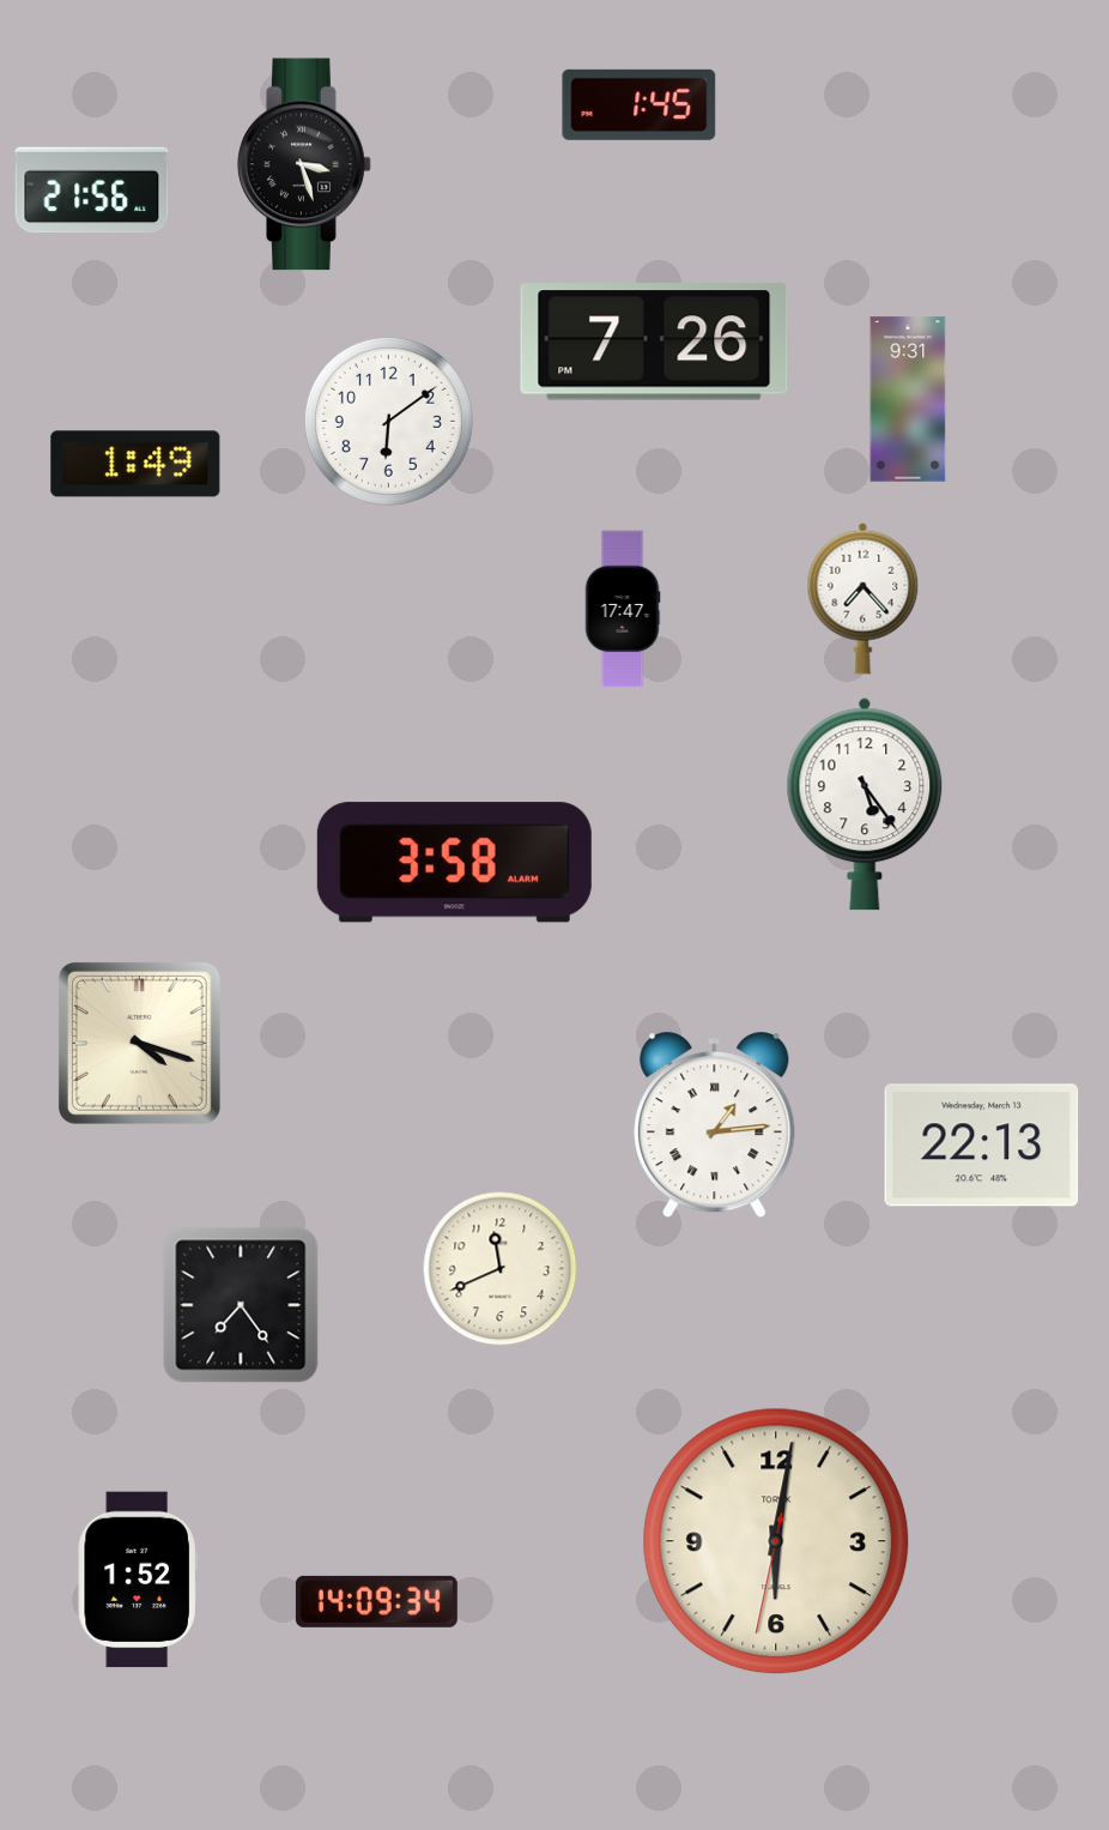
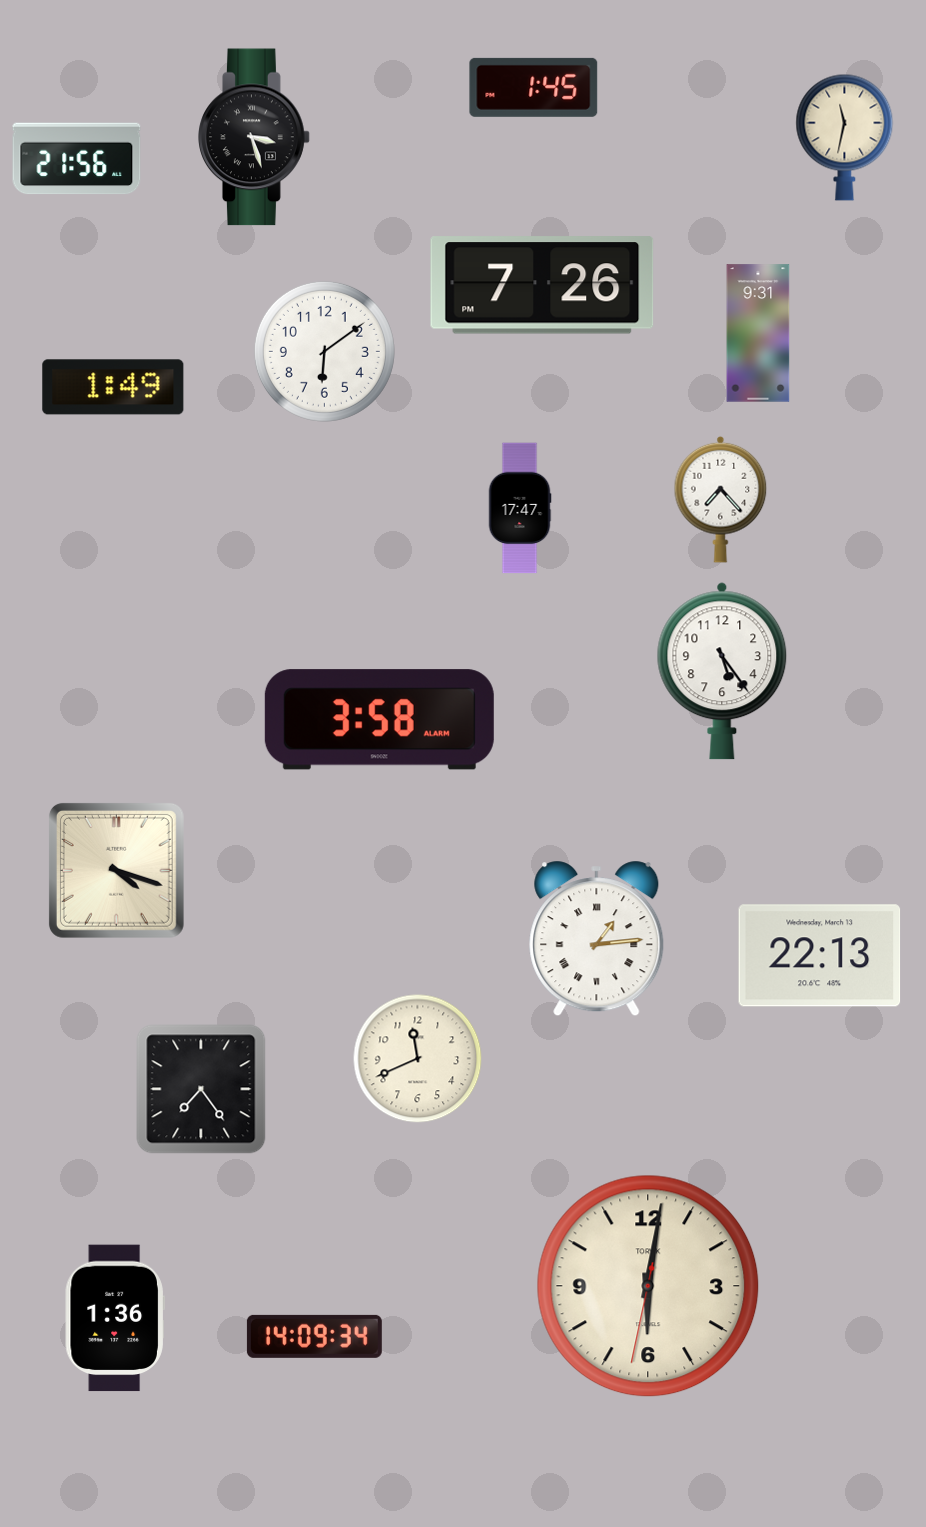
clock at (845, 137): none -> 11:32
clock at (654, 342) position: (654, 342) -> (542, 285)
clock at (138, 1580): 1:52 -> 1:36
